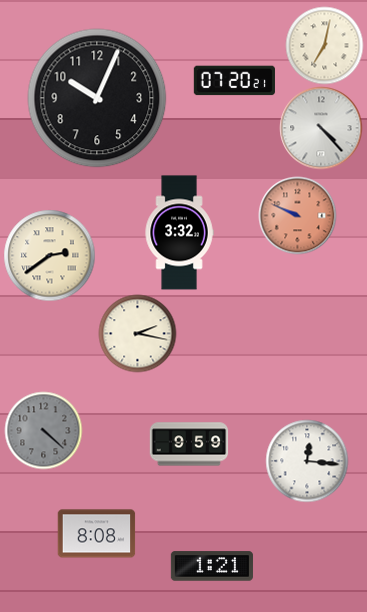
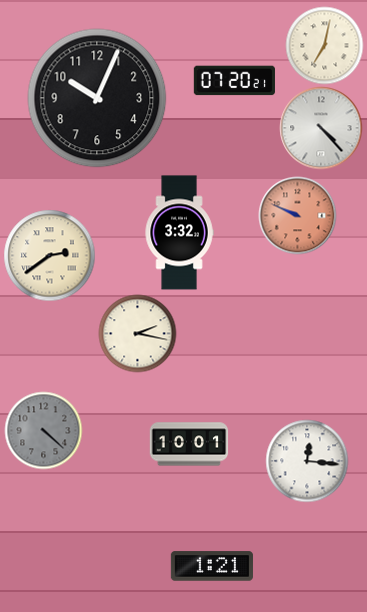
clock at (189, 444): 9:59 -> 10:01
clock at (96, 534): 8:08 -> none
